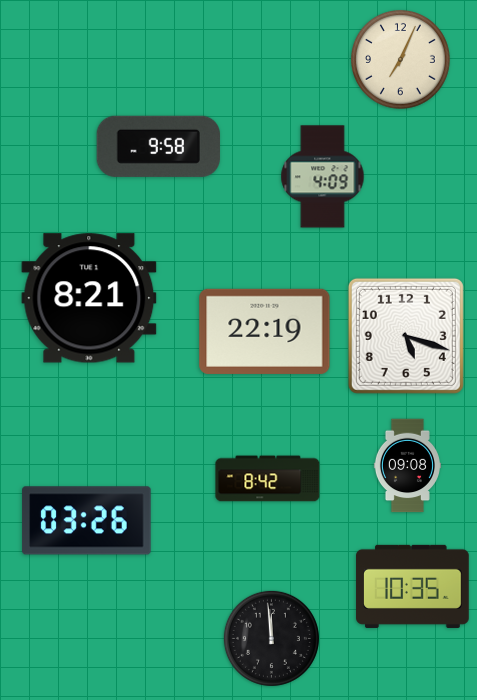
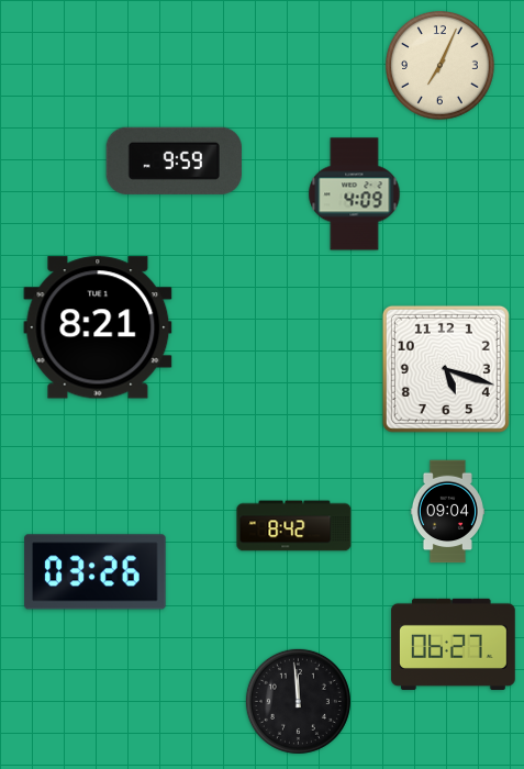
clock at (158, 146): 9:58 -> 9:59
clock at (265, 331): 22:19 -> none
clock at (407, 466): 09:08 -> 09:04
clock at (413, 586): 10:35 -> 06:27
